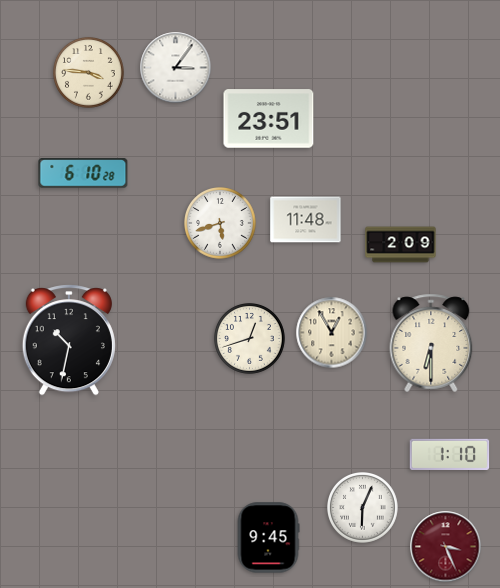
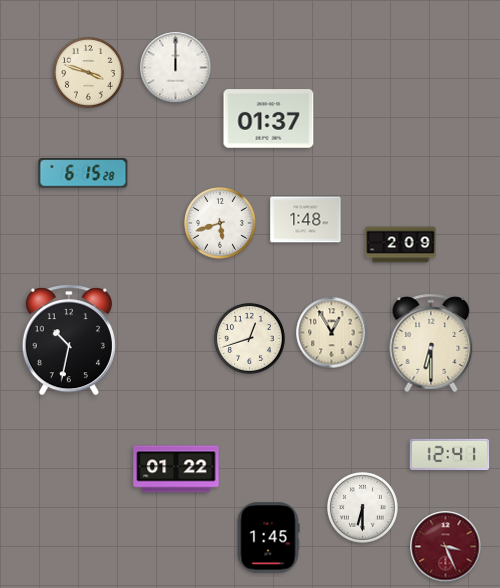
clock at (176, 68): 3:06 -> 12:00
clock at (89, 73): 3:46 -> 3:48
clock at (269, 119): 23:51 -> 01:37
clock at (83, 173): 6:10 -> 6:15
clock at (306, 220): 11:48 -> 1:48
clock at (450, 454): 1:10 -> 12:41
clock at (176, 469): none -> 01:22
clock at (363, 508): 6:04 -> 6:30
clock at (268, 538): 9:45 -> 1:45
